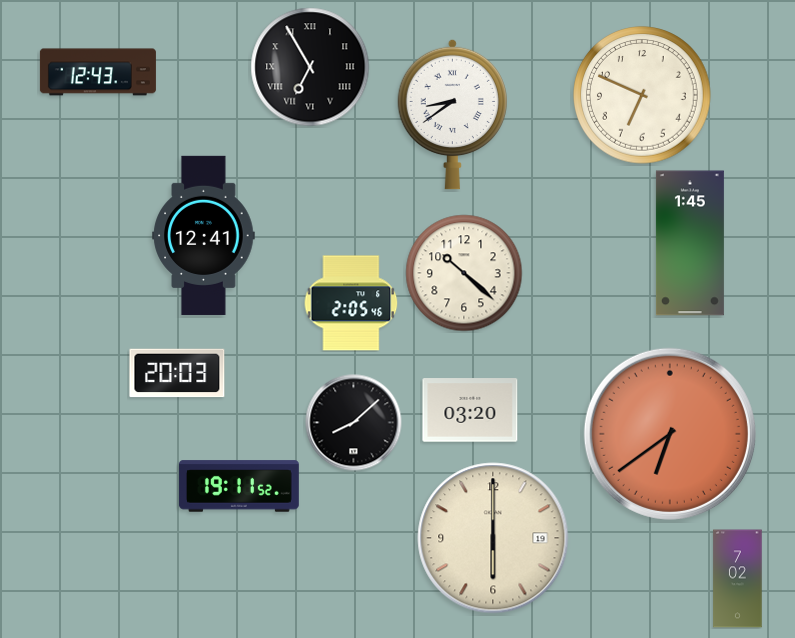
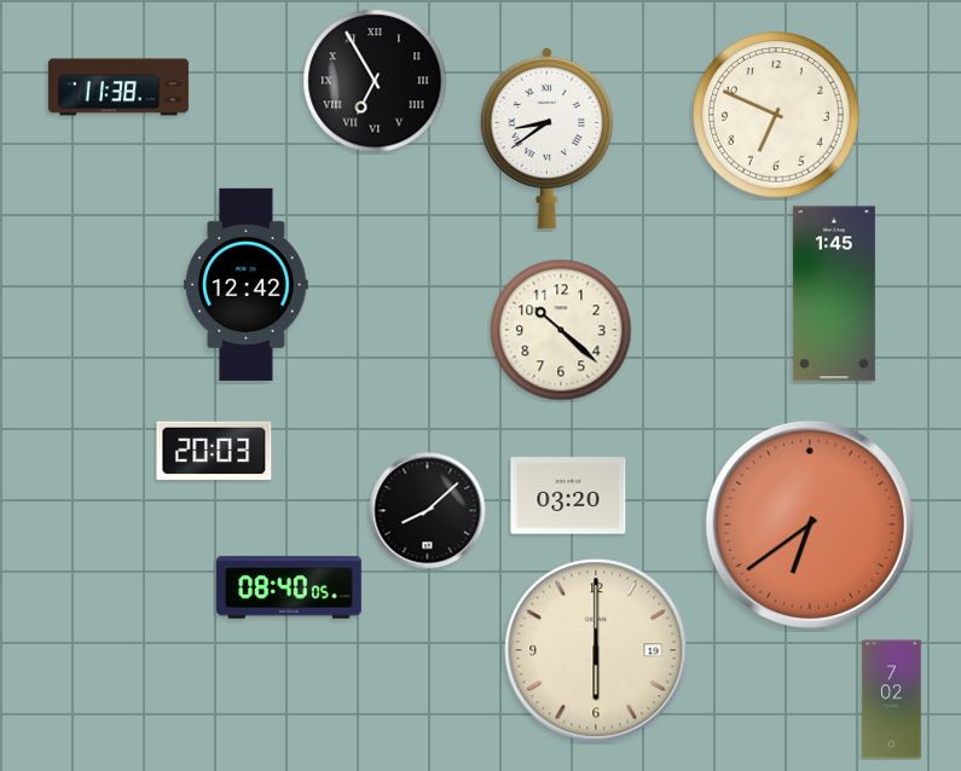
clock at (98, 72): 12:43 -> 11:38
clock at (204, 235): 12:41 -> 12:42
clock at (351, 303): 2:05 -> none
clock at (239, 486): 19:11 -> 08:40
